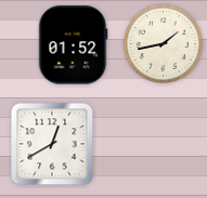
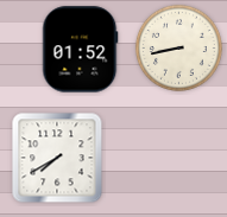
clock at (163, 43): 1:43 -> 8:43
clock at (52, 144): 12:40 -> 7:40
